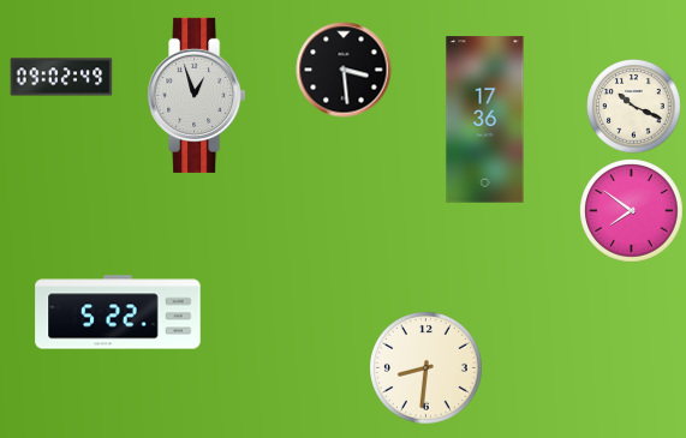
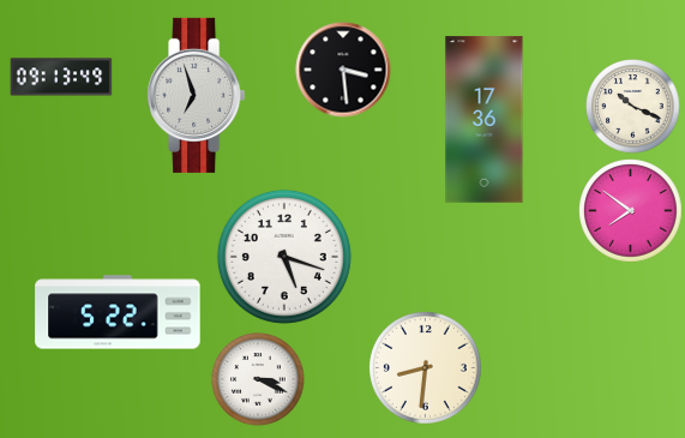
clock at (61, 77): 09:02 -> 09:13
clock at (197, 95): 12:57 -> 6:57
clock at (284, 257): none -> 5:18
clock at (258, 379): none -> 3:19
